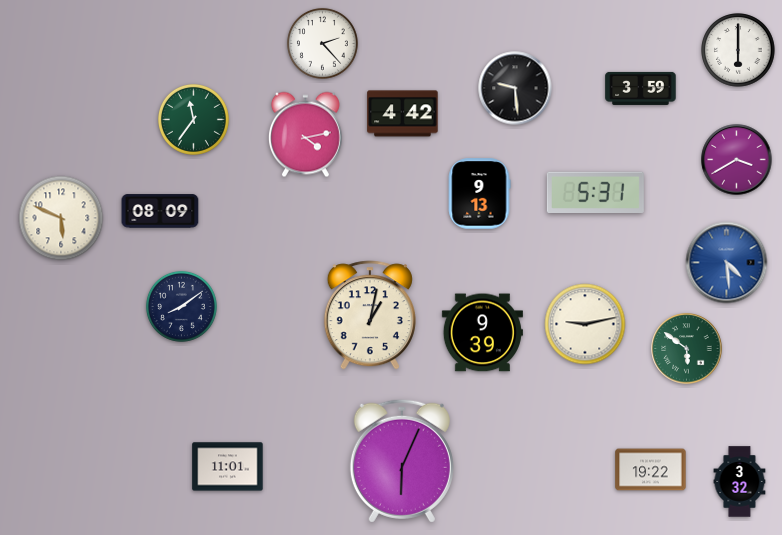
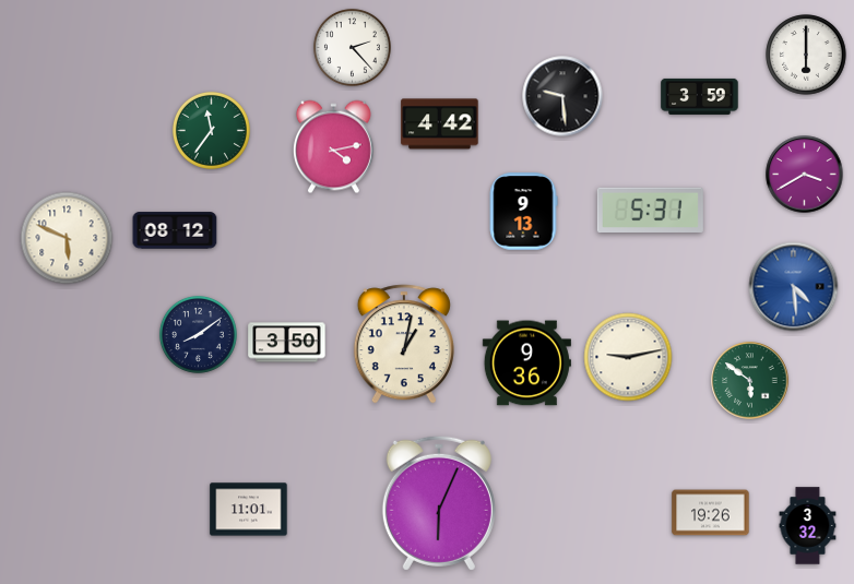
clock at (160, 211): 08:09 -> 08:12
clock at (287, 343): none -> 3:50
clock at (585, 324) position: (585, 324) -> (628, 357)
clock at (482, 333): 9:39 -> 9:36
clock at (651, 470): 19:22 -> 19:26
